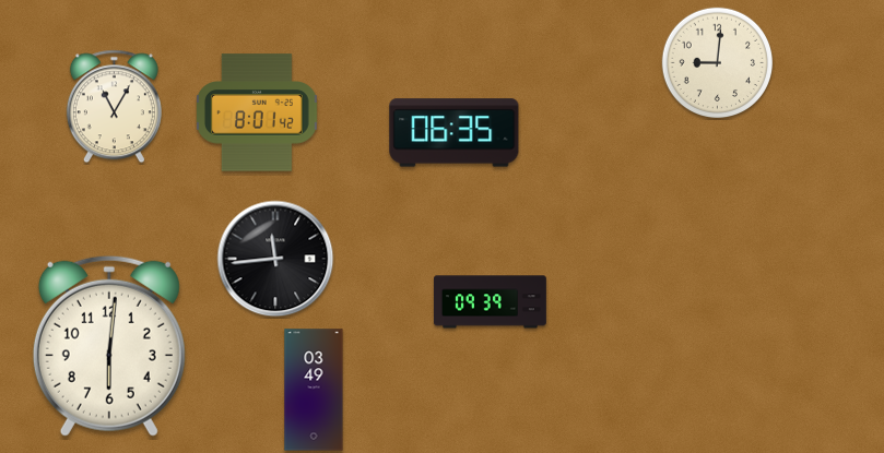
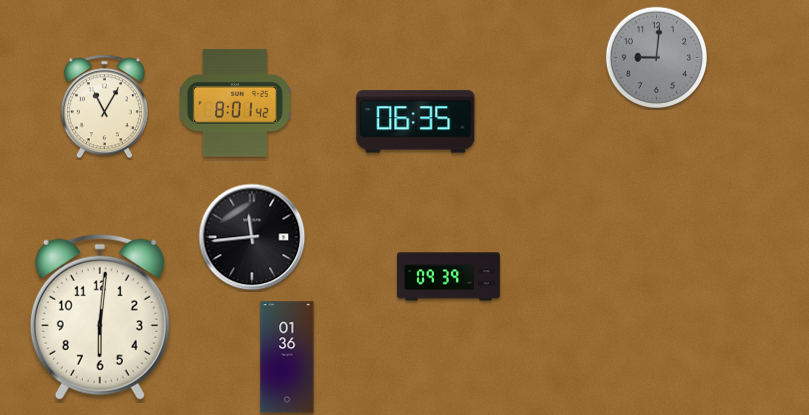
clock at (718, 63) dial: cream -> grey
clock at (114, 107) position: (114, 107) -> (104, 107)
clock at (314, 390): 03:49 -> 01:36
